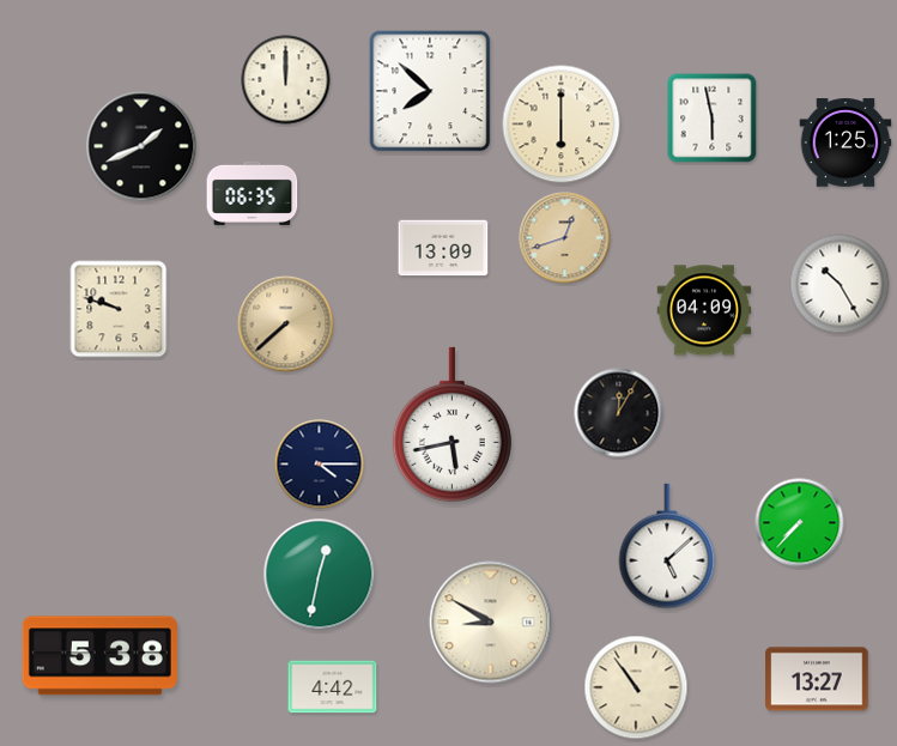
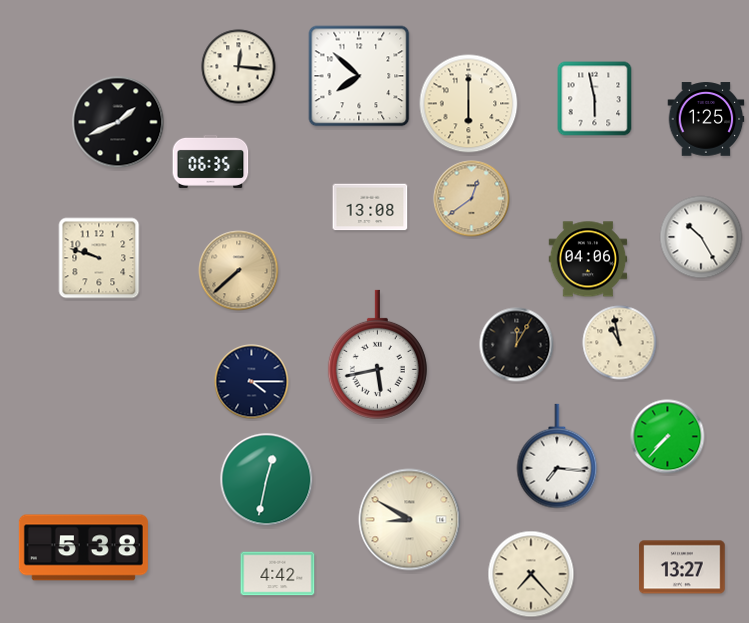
clock at (286, 80): 12:00 -> 12:16
clock at (565, 238): 12:42 -> 12:39
clock at (443, 248): 13:09 -> 13:08
clock at (704, 310): 04:09 -> 04:06
clock at (620, 343): none -> 10:58
clock at (320, 465) position: (320, 465) -> (252, 382)
clock at (667, 546): 5:08 -> 7:16
clock at (636, 687): 10:54 -> 7:23
